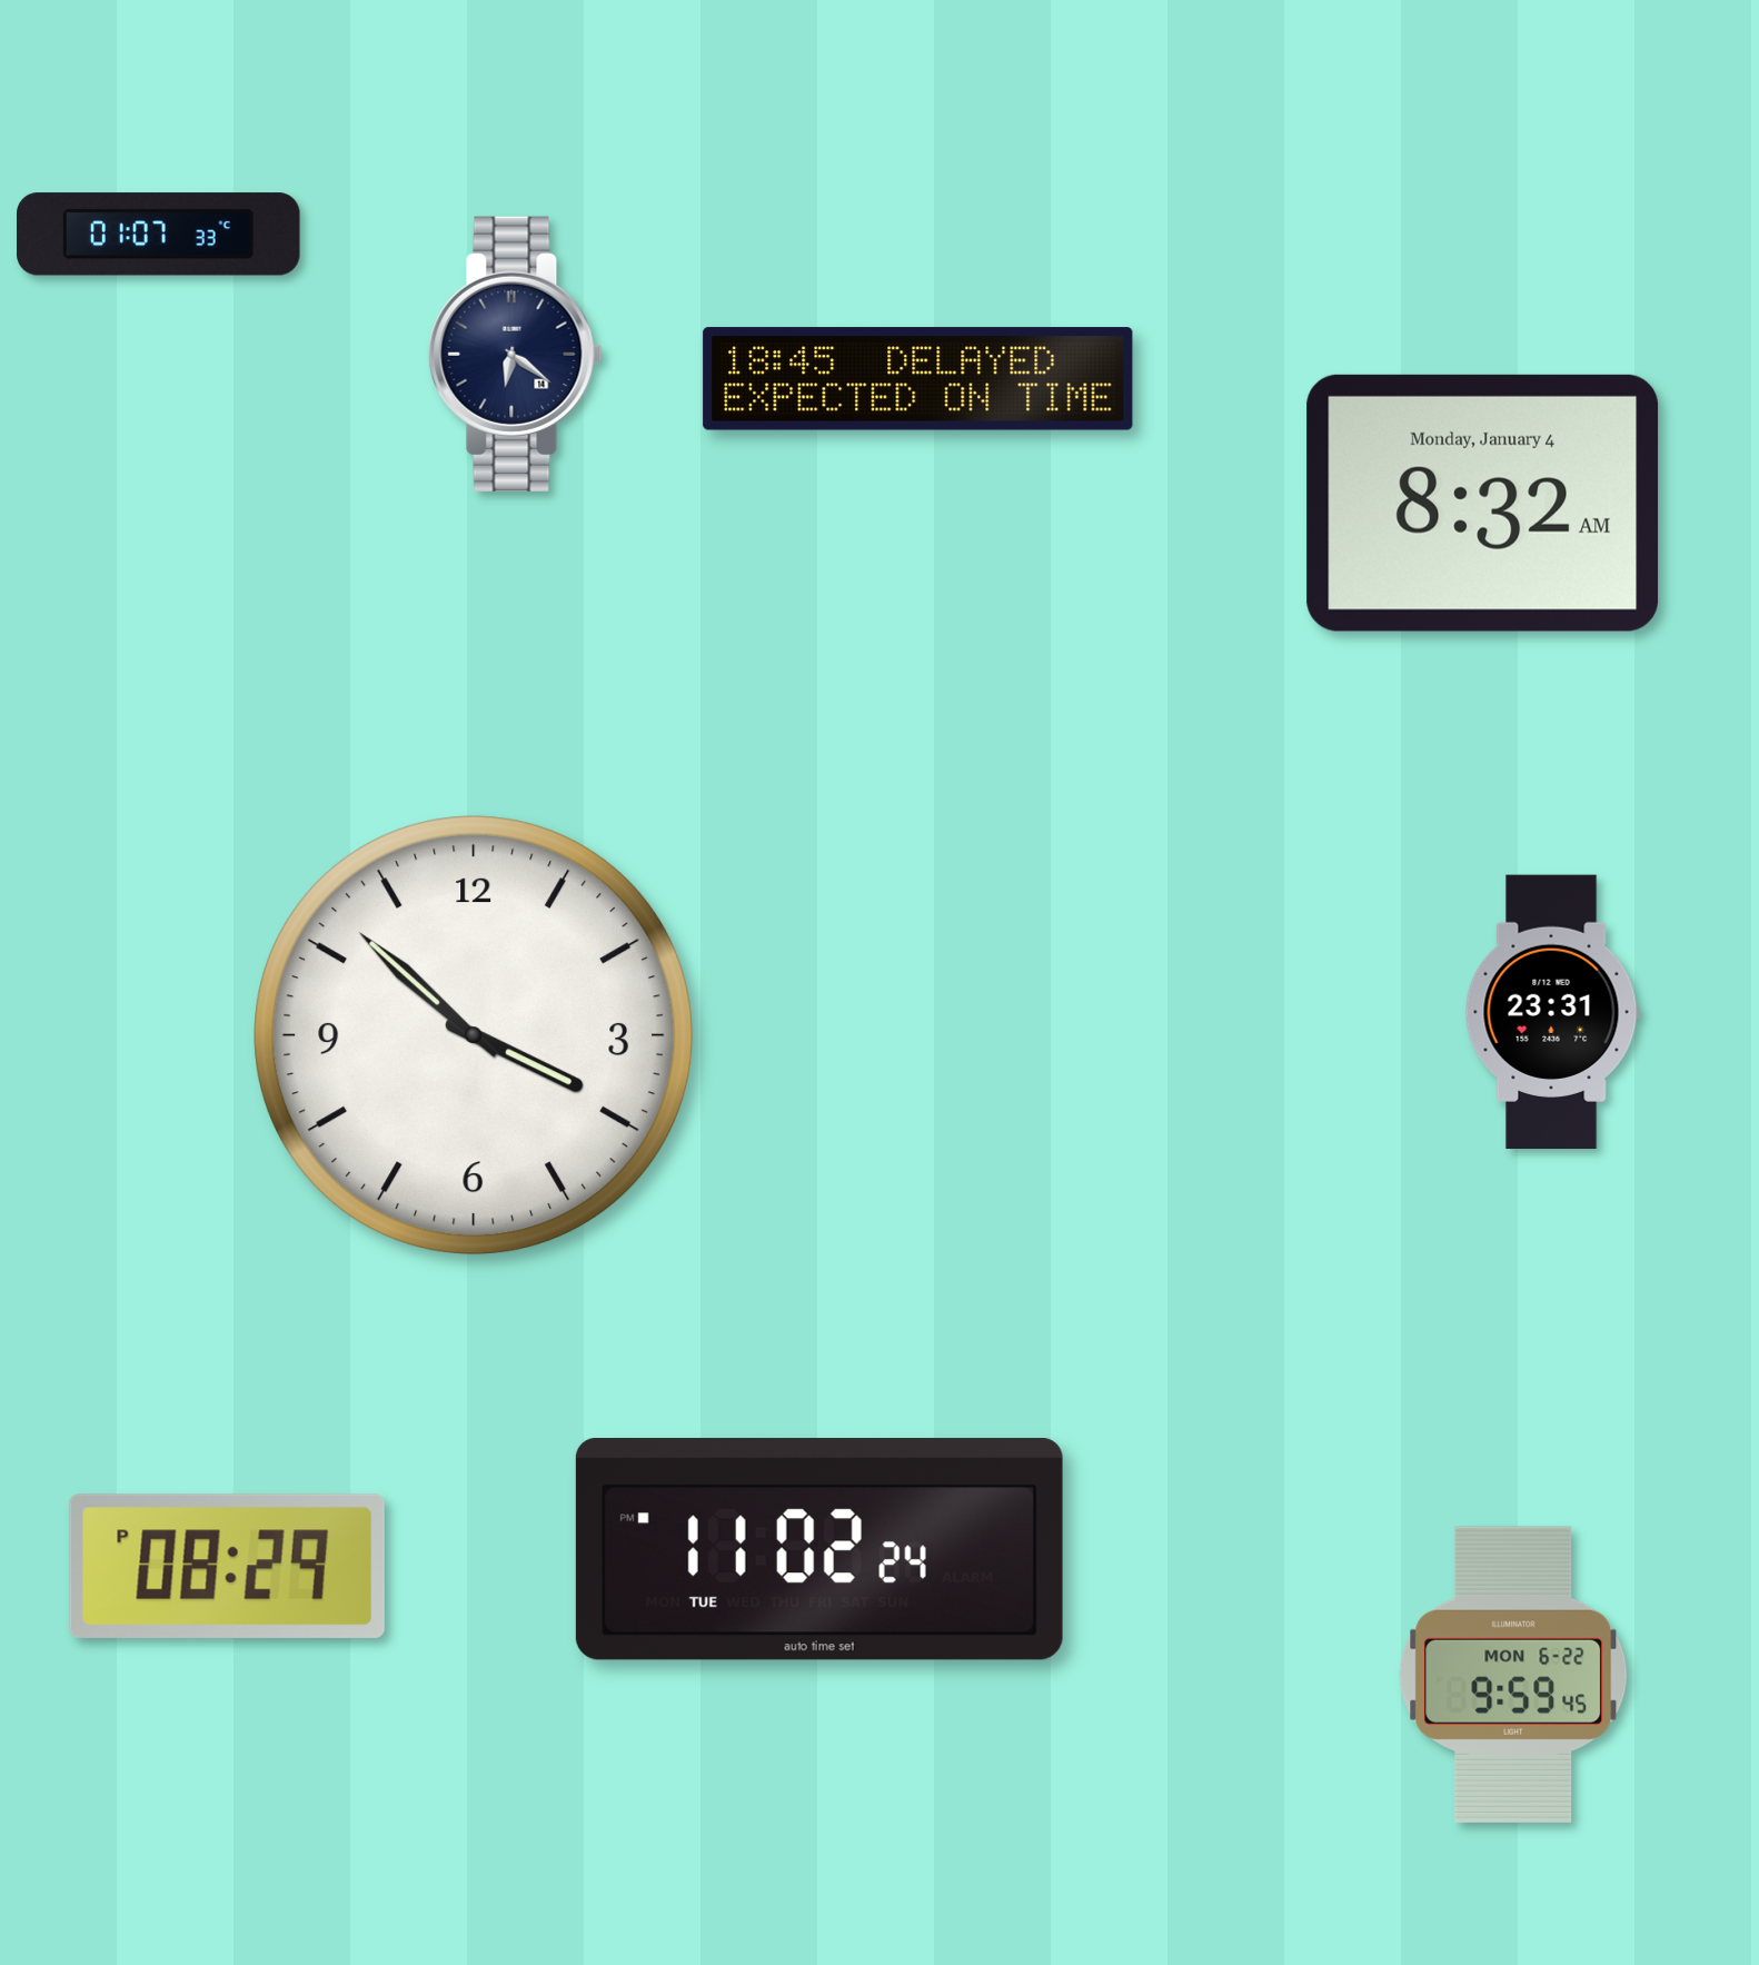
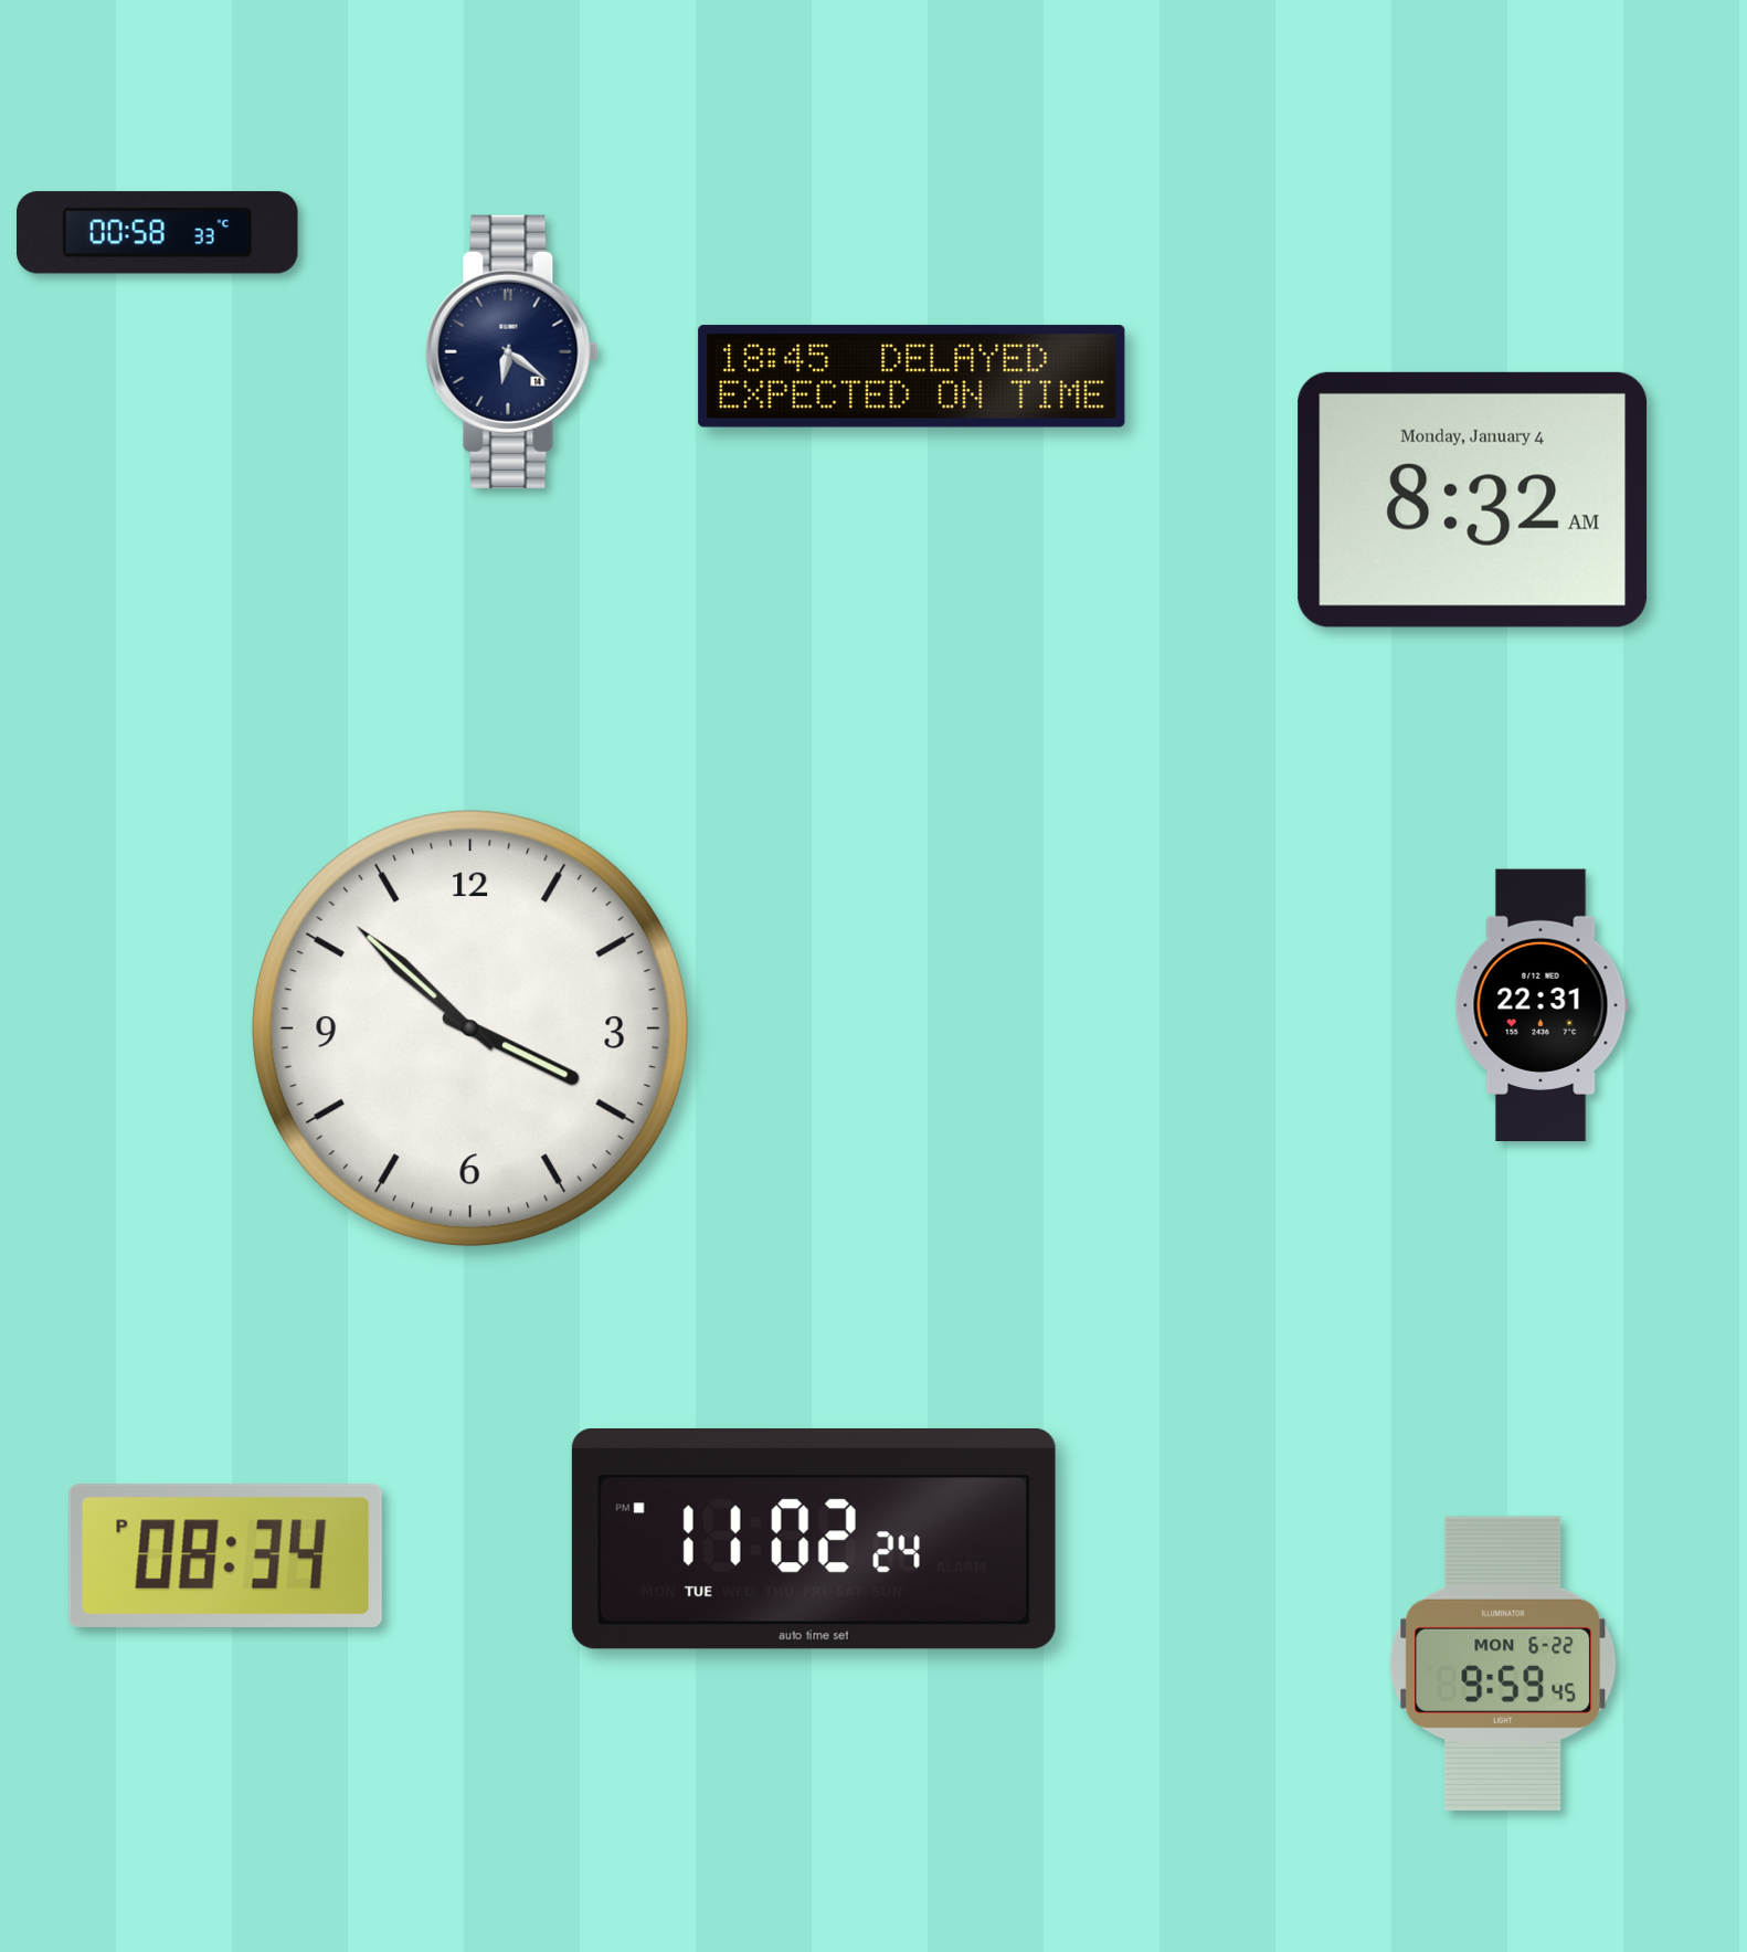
clock at (159, 235): 01:07 -> 00:58
clock at (1552, 1011): 23:31 -> 22:31
clock at (227, 1566): 08:29 -> 08:34
